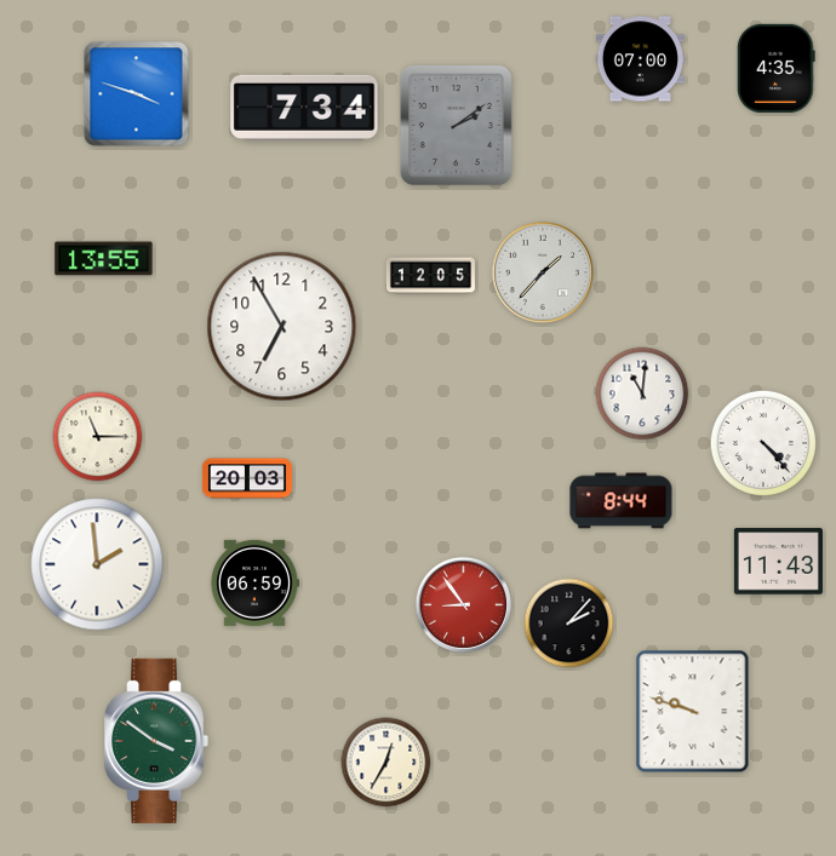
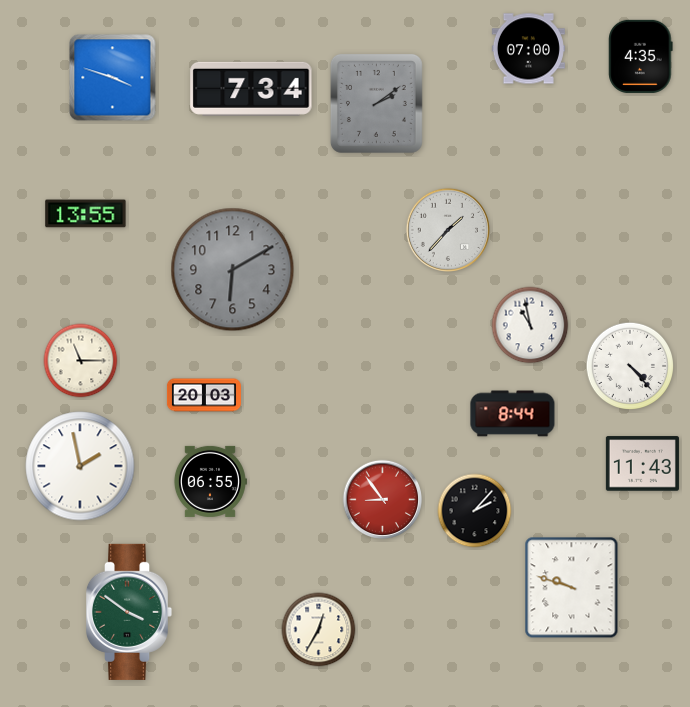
clock at (542, 271) position: (542, 271) -> (447, 229)
clock at (430, 276): 12:05 -> none
clock at (282, 327): 6:55 -> 6:10
clock at (282, 327) dial: white -> grey
clock at (642, 393): 11:01 -> 10:58
clock at (97, 564): 1:59 -> 1:58
clock at (254, 582): 06:59 -> 06:55
clock at (569, 624) position: (569, 624) -> (475, 511)
